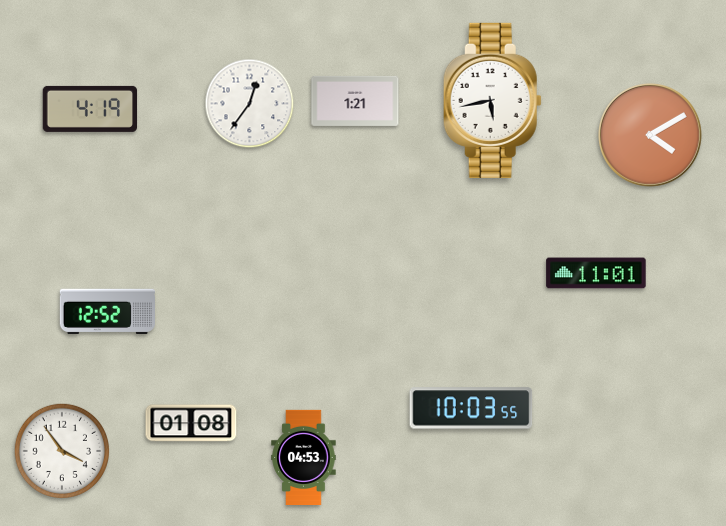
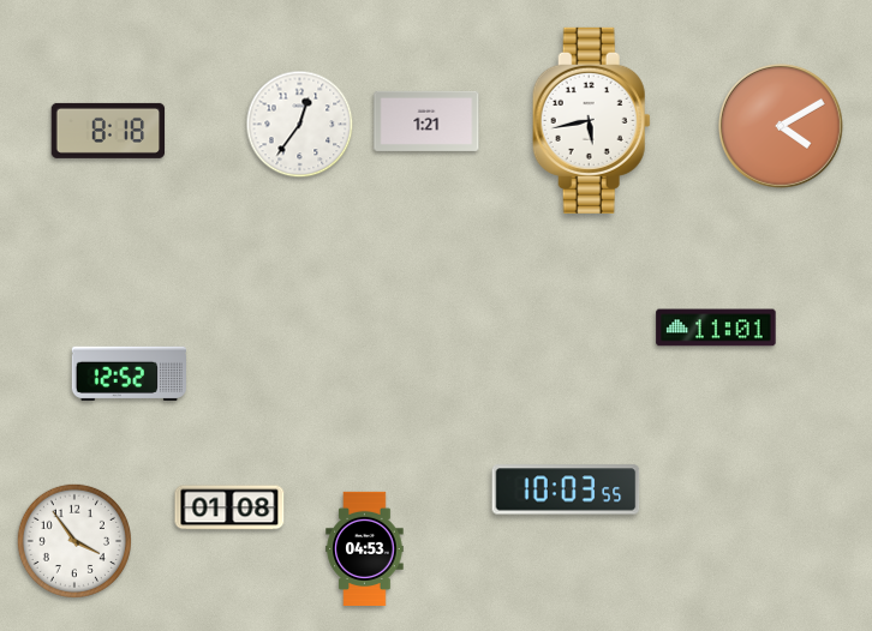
clock at (90, 109): 4:19 -> 8:18
clock at (650, 135) position: (650, 135) -> (781, 126)
